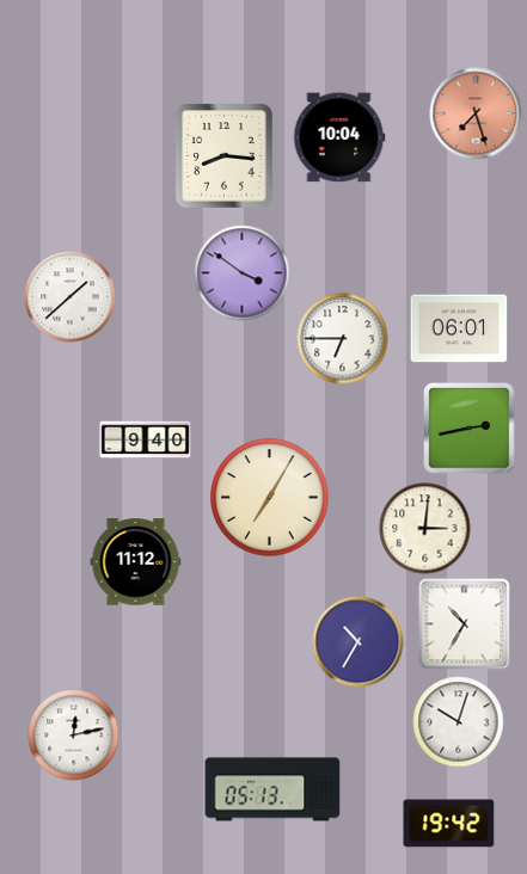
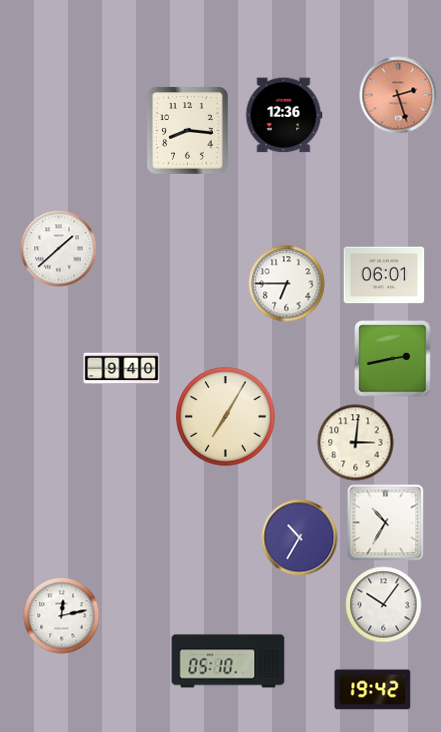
clock at (476, 113): 7:27 -> 2:27
clock at (339, 137): 10:04 -> 12:36
clock at (243, 273): 3:51 -> none
clock at (136, 562): 11:12 -> none
clock at (465, 624) position: (465, 624) -> (386, 523)
clock at (459, 722): 10:03 -> 10:06
clock at (272, 789): 05:13 -> 05:10
clock at (449, 824) position: (449, 824) -> (373, 690)
